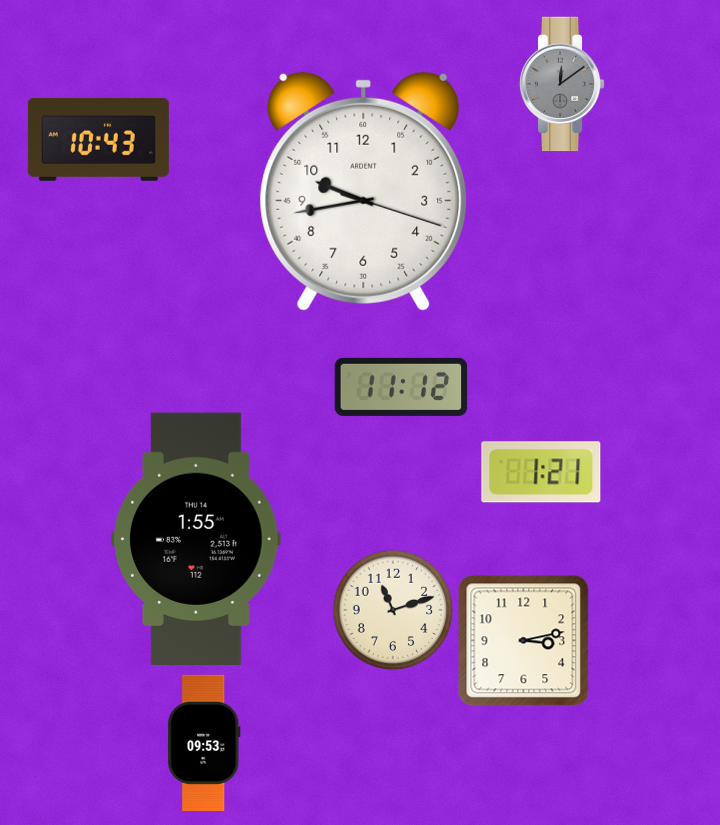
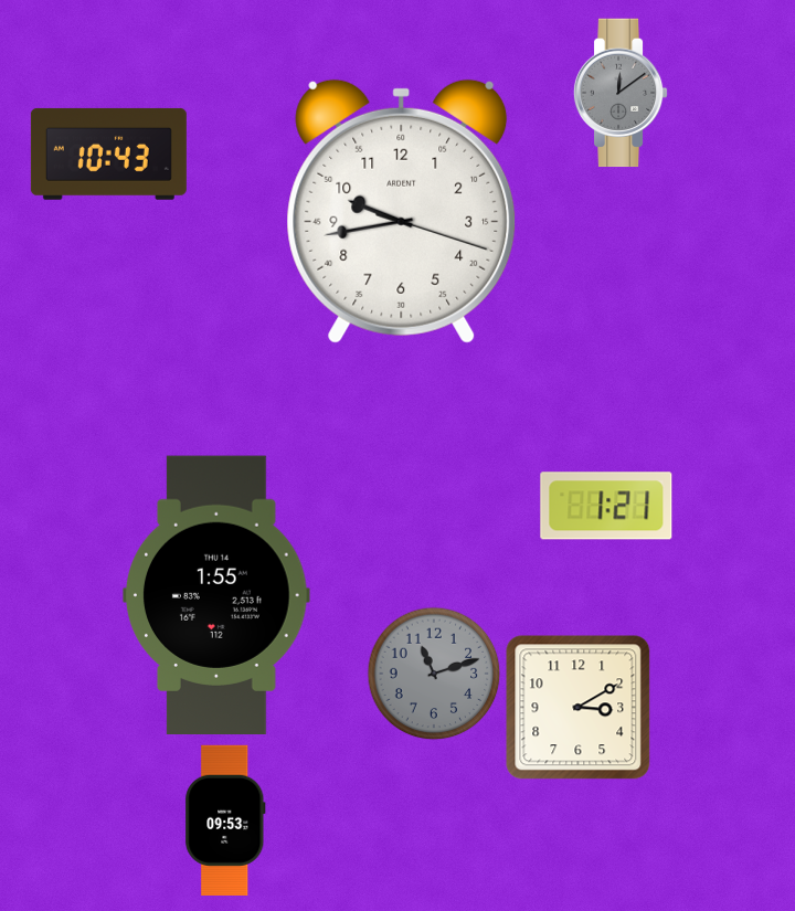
clock at (401, 387): 11:12 -> none
clock at (541, 472) position: (541, 472) -> (606, 506)
clock at (393, 610) dial: cream -> grey
clock at (524, 641): 3:13 -> 3:10
